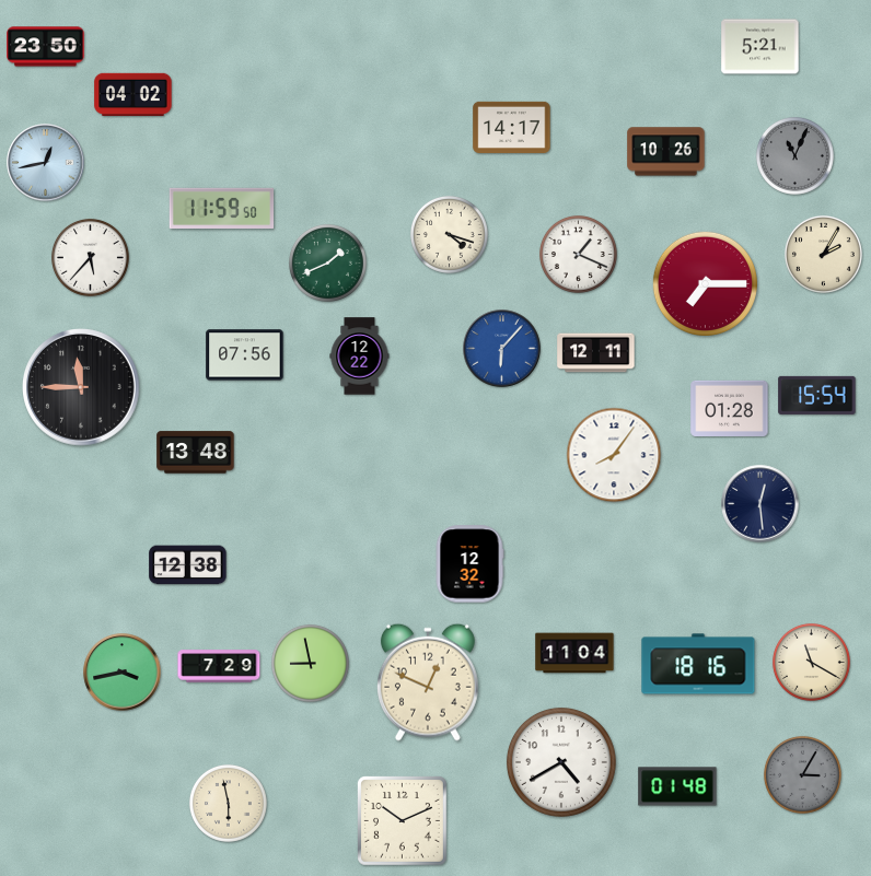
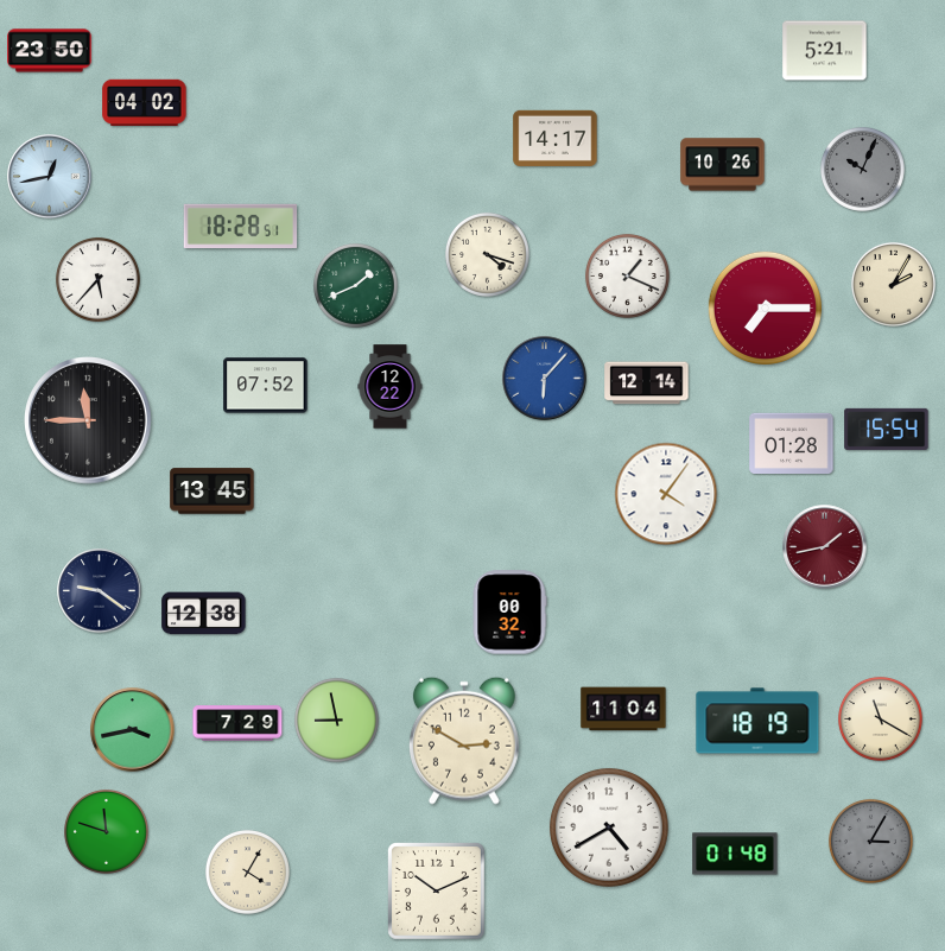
clock at (794, 155): 11:04 -> 10:04
clock at (222, 208): 11:59 -> 18:28
clock at (823, 254) position: (823, 254) -> (893, 284)
clock at (596, 353): 12:11 -> 12:14
clock at (245, 355): 07:56 -> 07:52
clock at (196, 453): 13:48 -> 13:45
clock at (614, 455): 8:06 -> 4:06
clock at (760, 504): 12:29 -> 1:43
clock at (760, 504) dial: navy -> burgundy
clock at (100, 591): none -> 9:21
clock at (469, 564): 12:32 -> 00:32
clock at (698, 664): 18:16 -> 18:19
clock at (428, 682): 12:49 -> 2:50
clock at (106, 831): none -> 11:48
clock at (228, 803): 5:58 -> 4:05
